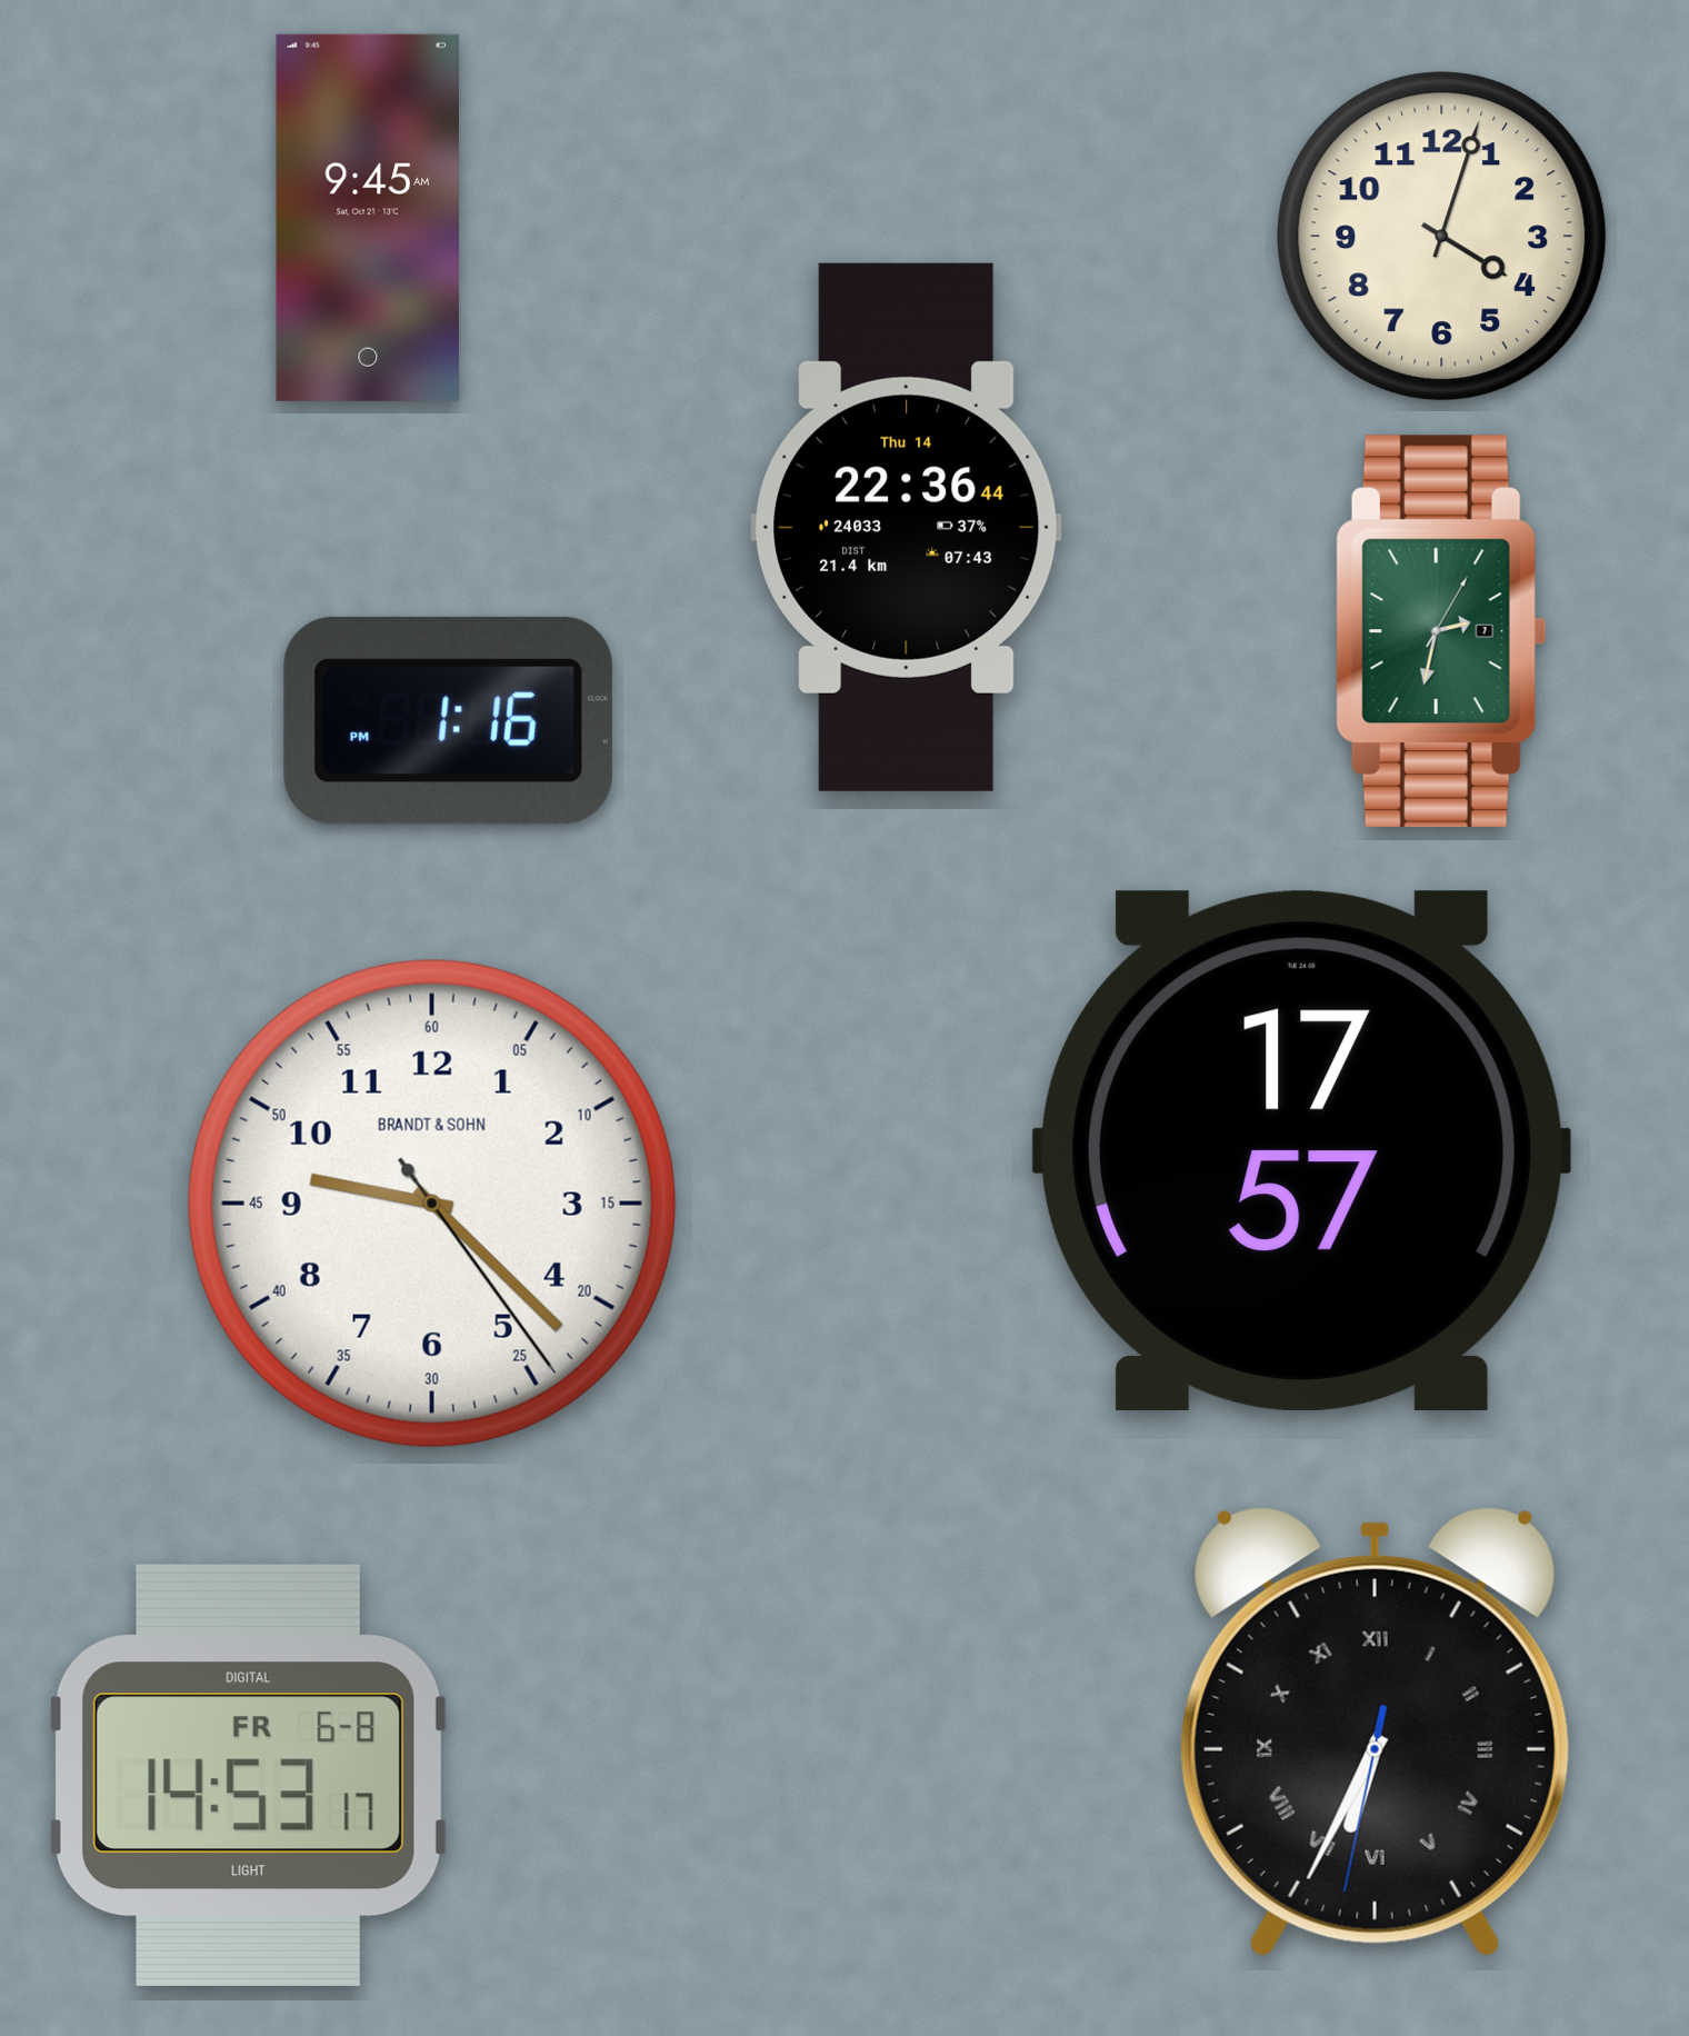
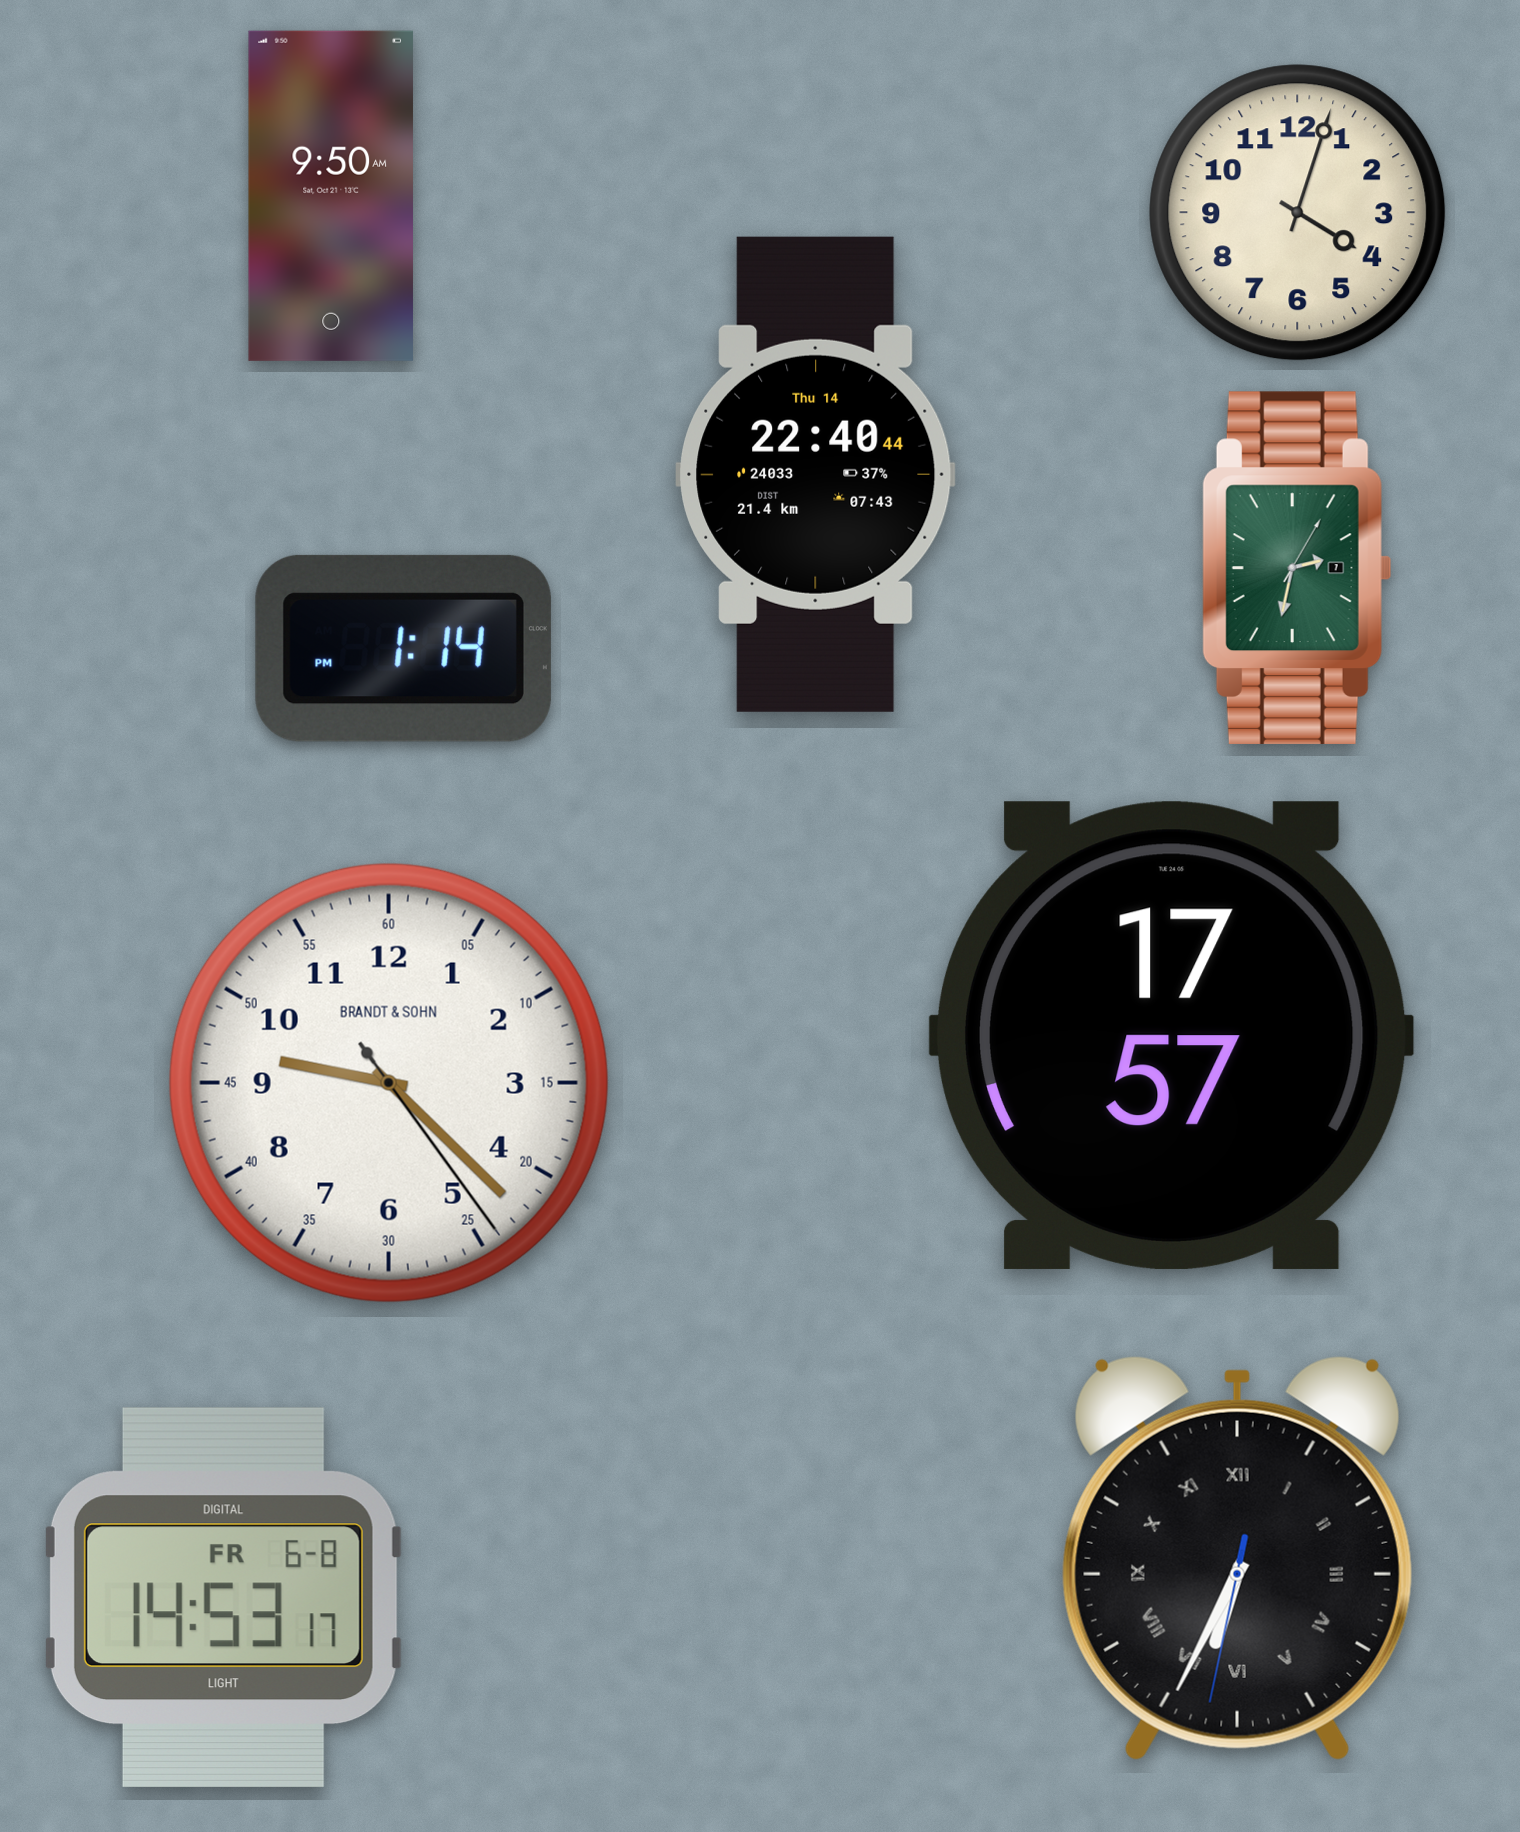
clock at (368, 218): 9:45 -> 9:50
clock at (907, 527): 22:36 -> 22:40
clock at (448, 720): 1:16 -> 1:14
